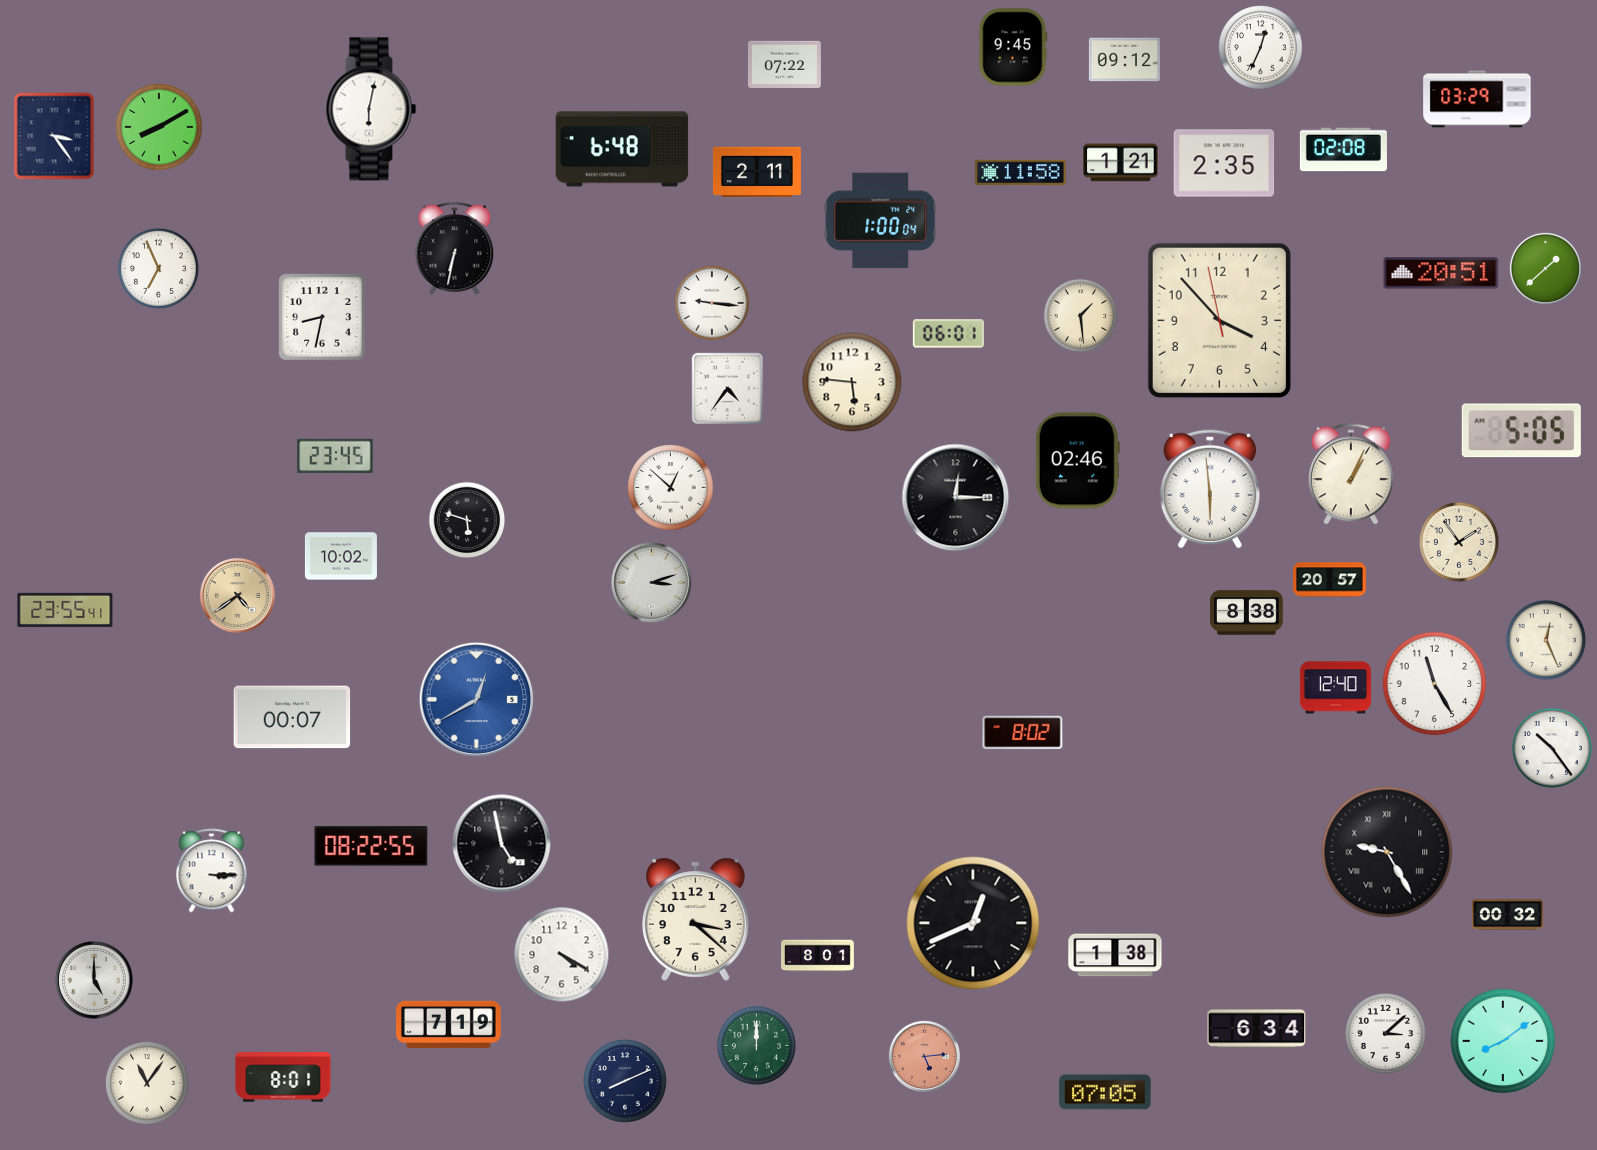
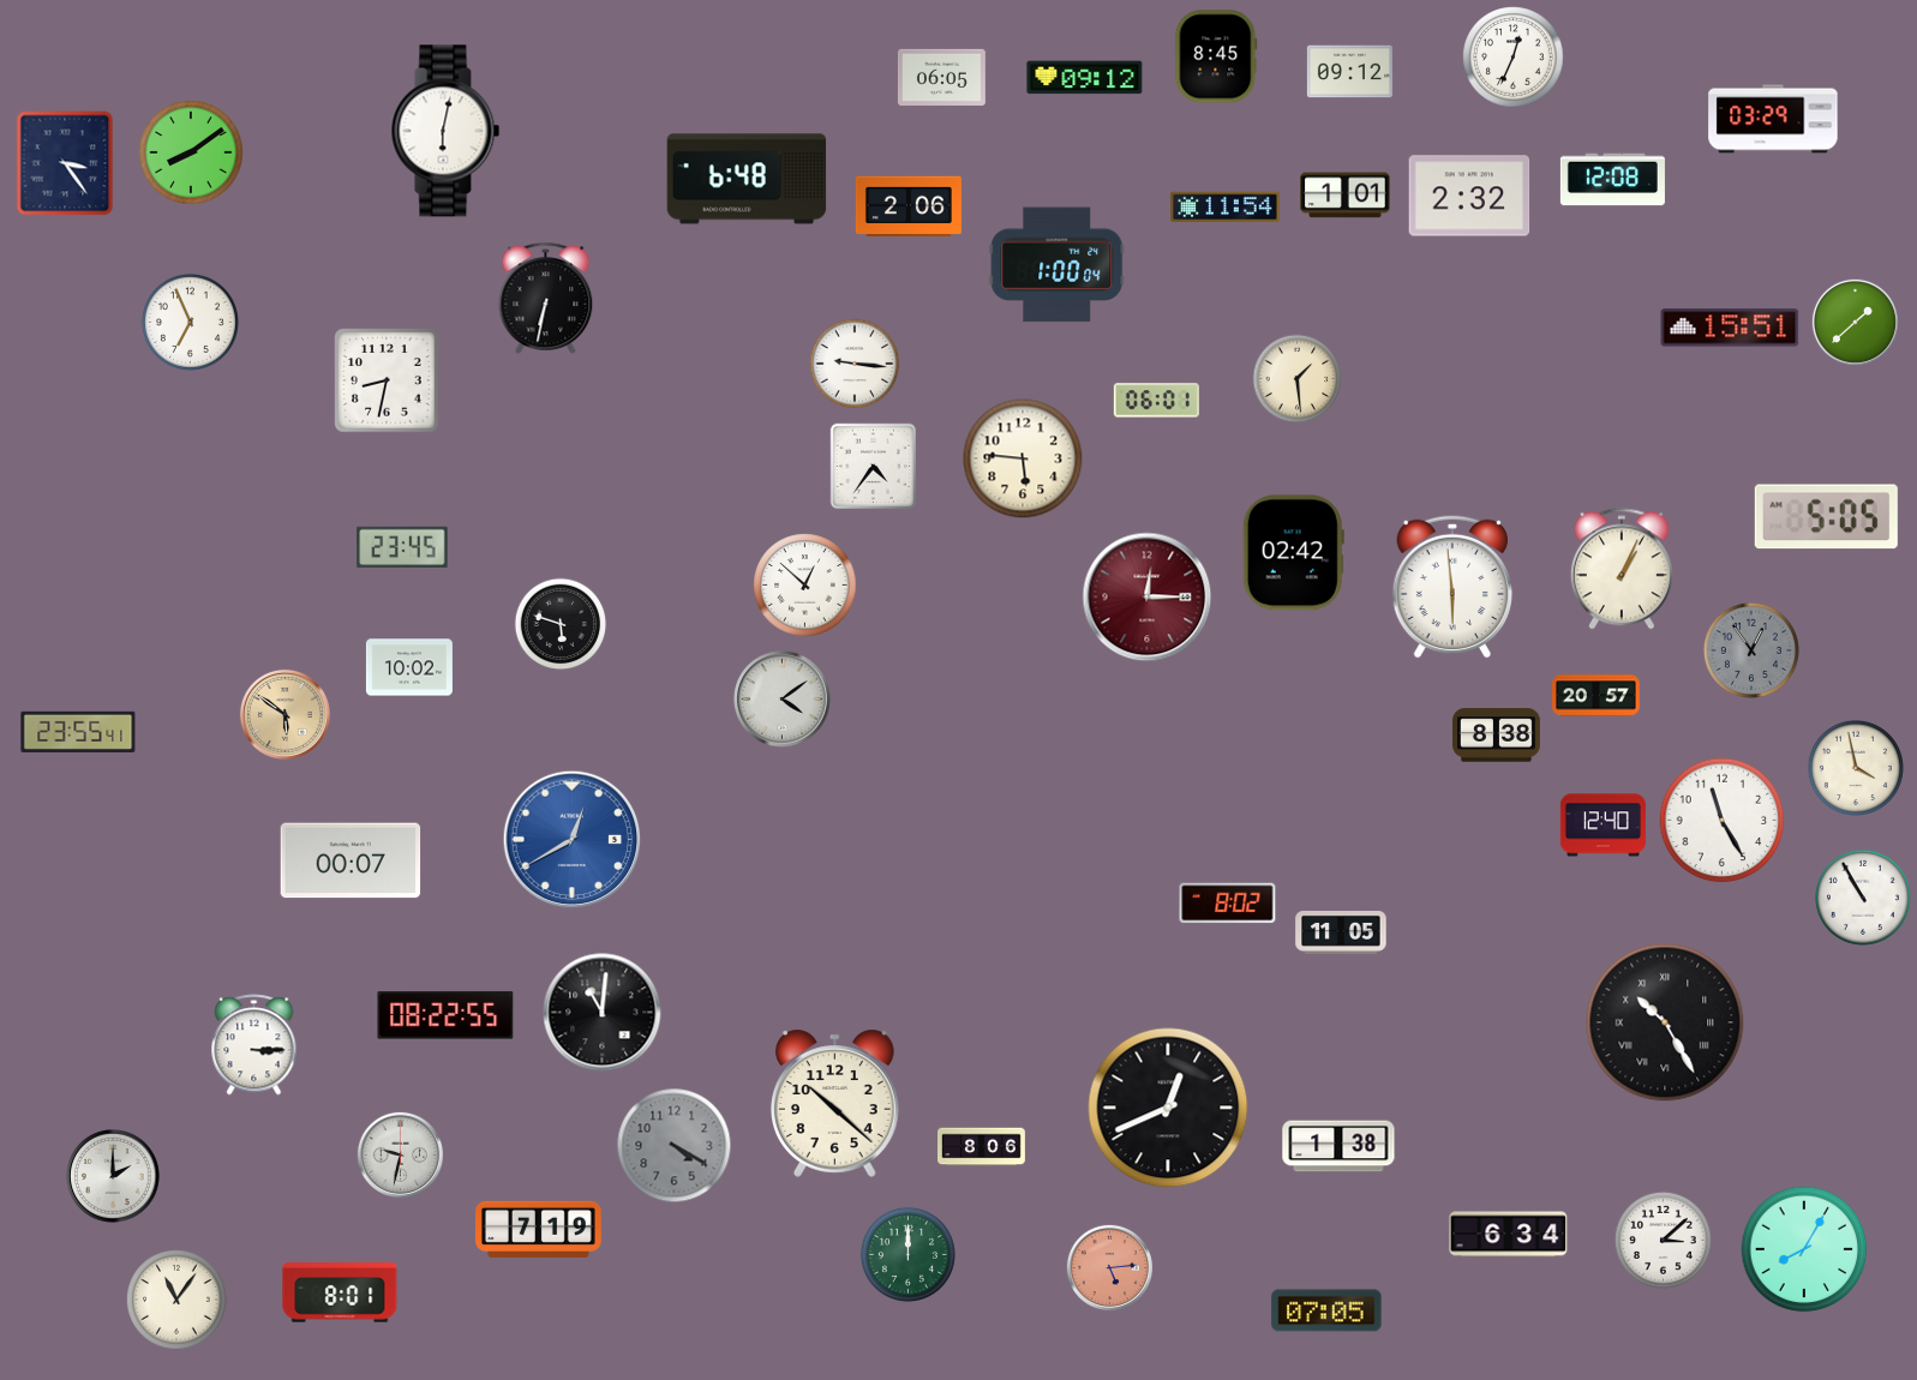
clock at (1013, 47): 9:45 -> 8:45
clock at (785, 64): 07:22 -> 06:05
clock at (1085, 78): none -> 09:12
clock at (159, 127): 8:10 -> 8:09
clock at (1343, 150): 02:08 -> 12:08
clock at (1121, 163): 1:21 -> 1:01
clock at (1224, 163): 2:35 -> 2:32
clock at (757, 172): 2:11 -> 2:06
clock at (1021, 173): 11:58 -> 11:54
clock at (1441, 273): 20:51 -> 15:51
clock at (1219, 320): 3:52 -> none
clock at (948, 334) position: (948, 334) -> (1156, 401)
clock at (1077, 461): 02:46 -> 02:42
clock at (956, 498) dial: black -> burgundy
clock at (1459, 542): 1:54 -> 12:54
clock at (1459, 542) dial: cream -> grey
clock at (652, 583): 3:12 -> 4:09
clock at (237, 595): 4:39 -> 5:51
clock at (1546, 640): 12:26 -> 3:58
clock at (1023, 733) position: (1023, 733) -> (1228, 904)
clock at (1552, 748): 10:24 -> 10:55
clock at (1341, 934): none -> 11:05
clock at (502, 844): 4:58 -> 11:01
clock at (1387, 852): 9:25 -> 10:25
clock at (1507, 915): 00:32 -> none
clock at (696, 919): 3:22 -> 10:22
clock at (562, 955) dial: white -> grey
clock at (818, 956): 8:01 -> 8:06
clock at (400, 1154): none -> 9:32
clock at (95, 981): 5:00 -> 2:00
clock at (1503, 1041): 8:09 -> 8:05
clock at (625, 1081): 8:11 -> none
